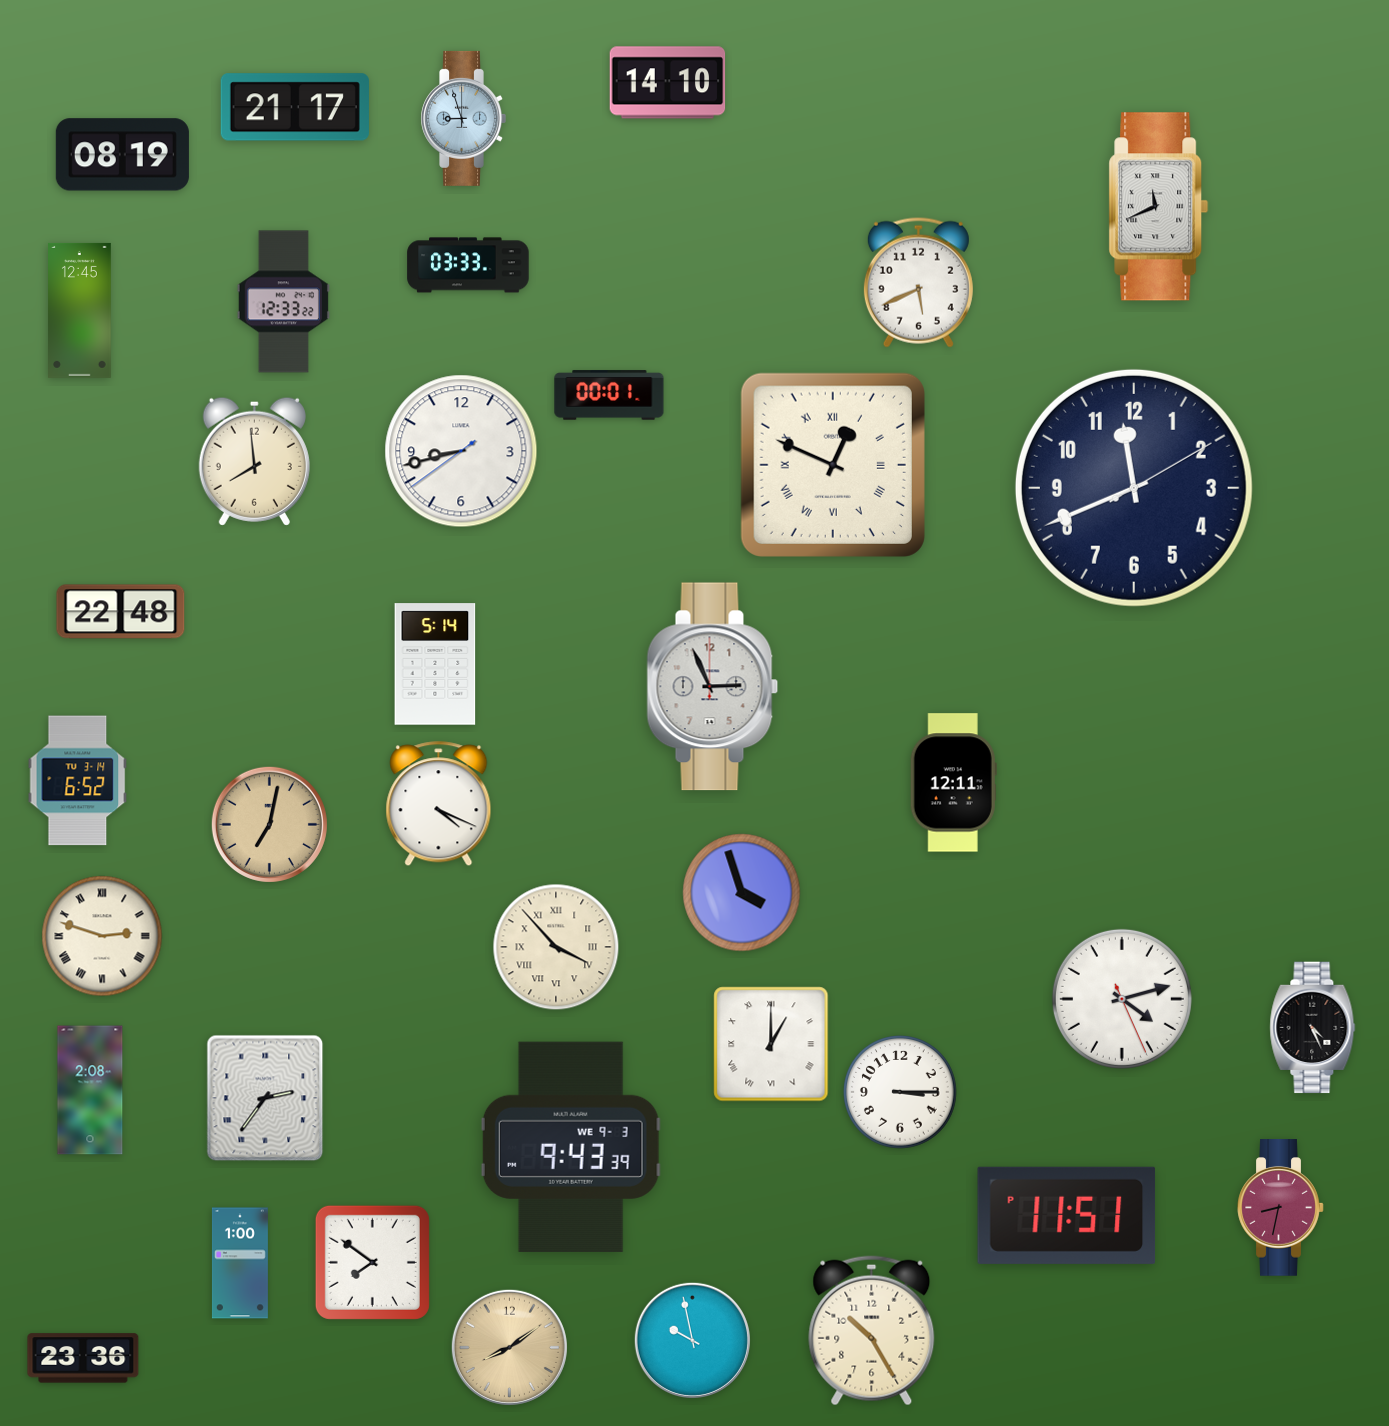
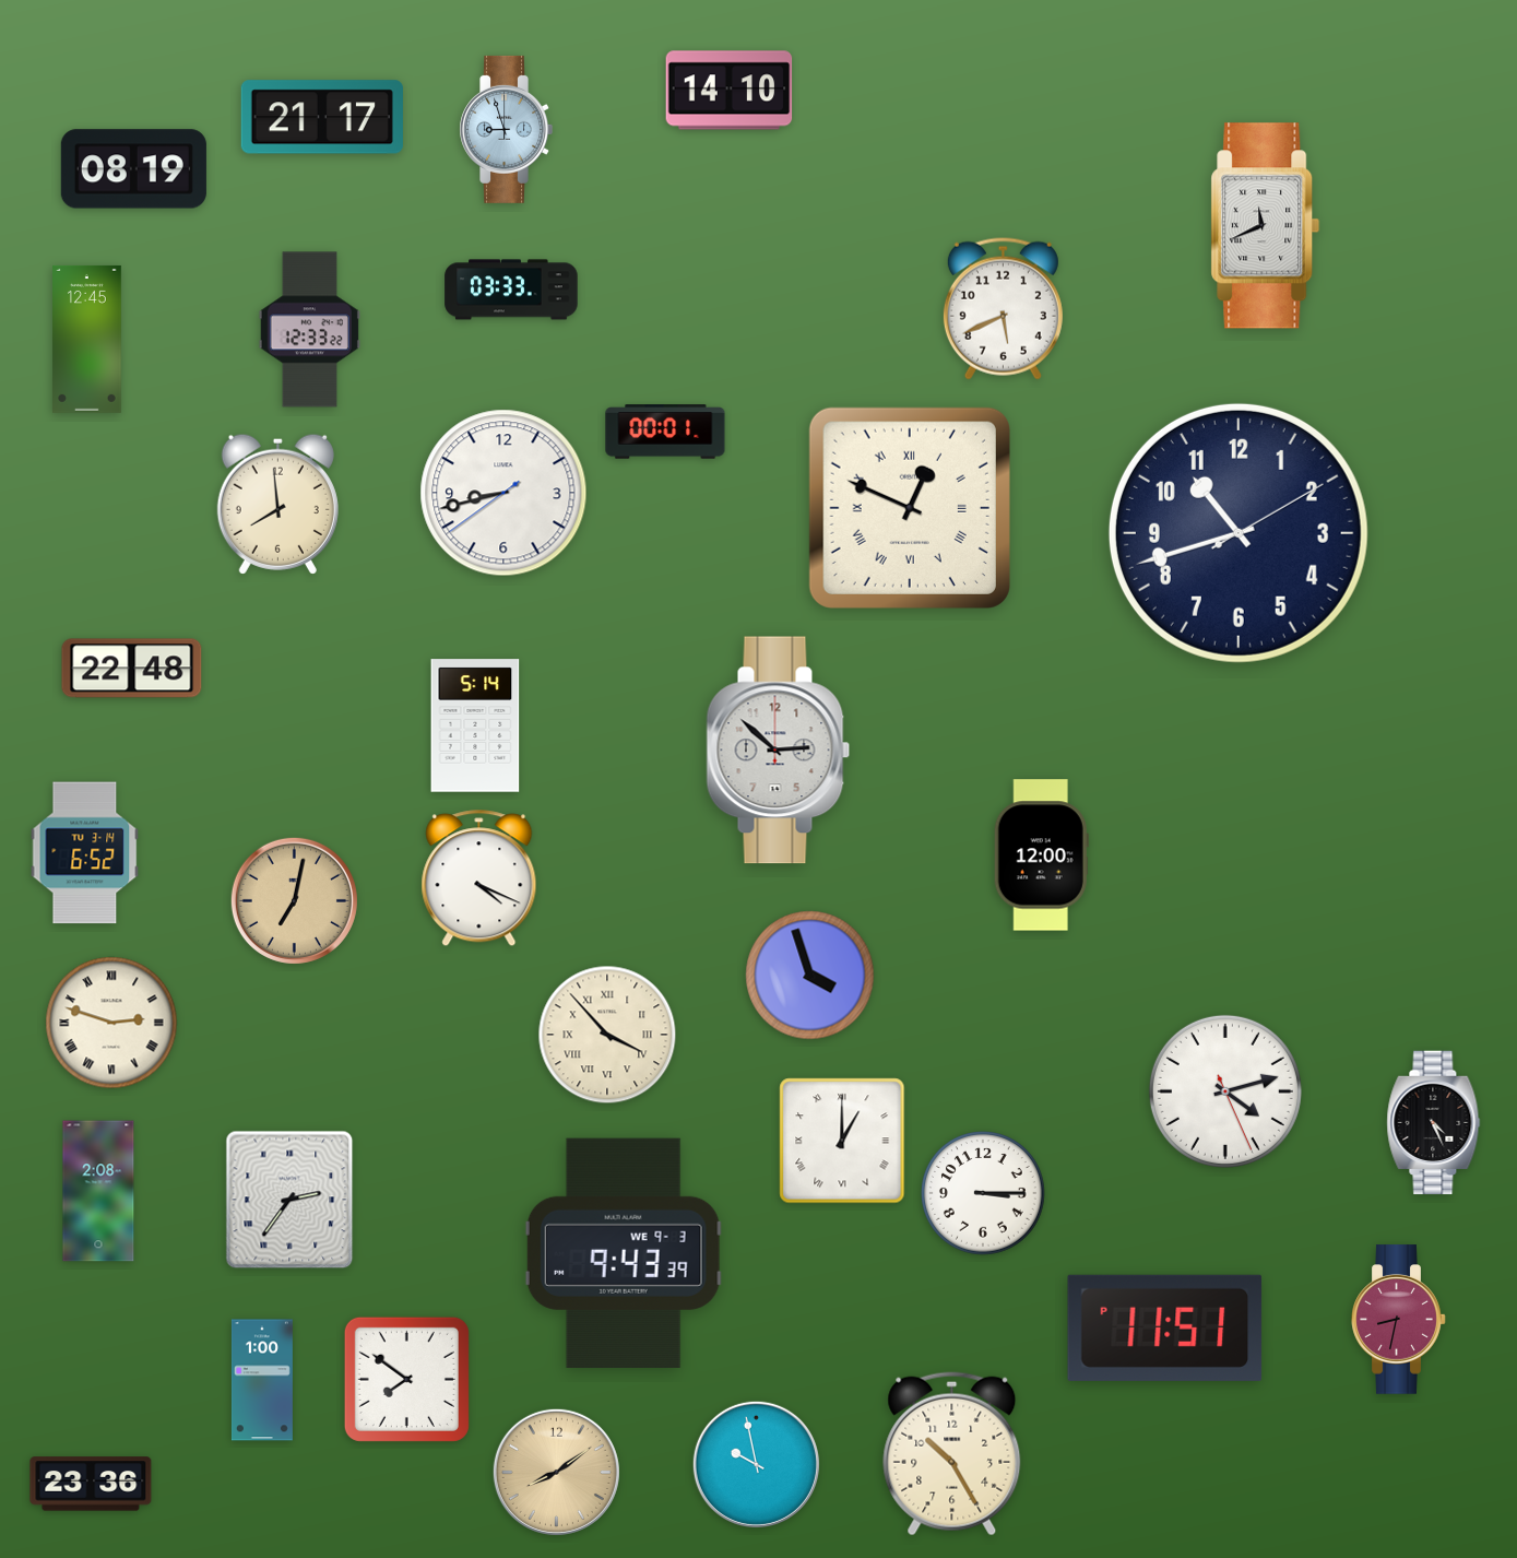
clock at (1134, 488): 11:41 -> 10:42
clock at (713, 687): 2:56 -> 2:52
clock at (953, 783): 12:11 -> 12:00
